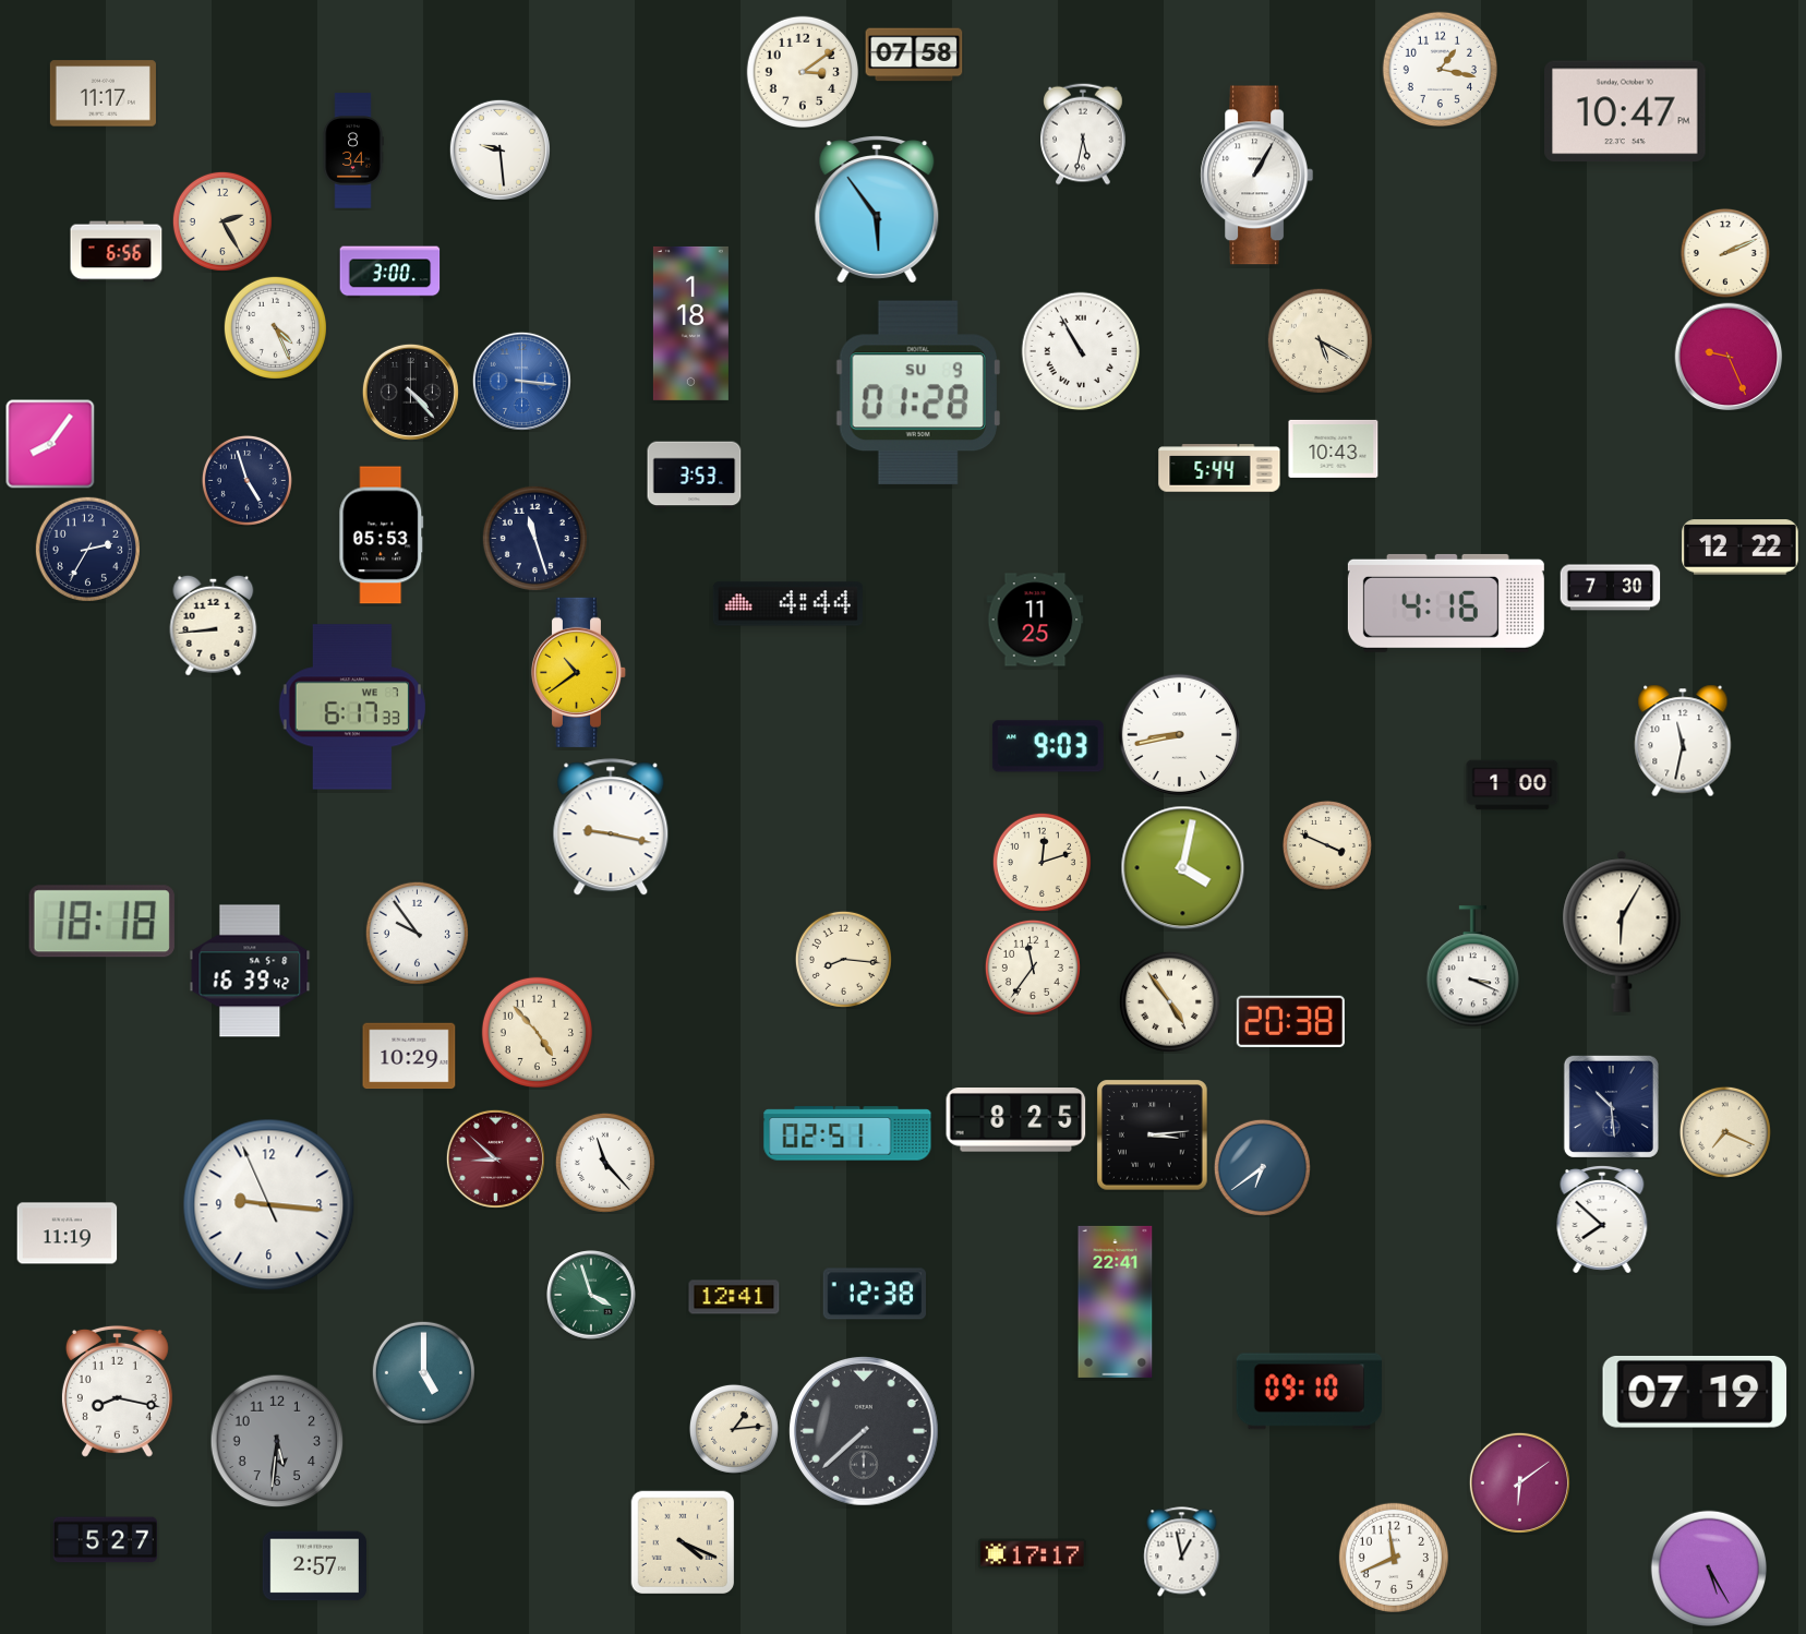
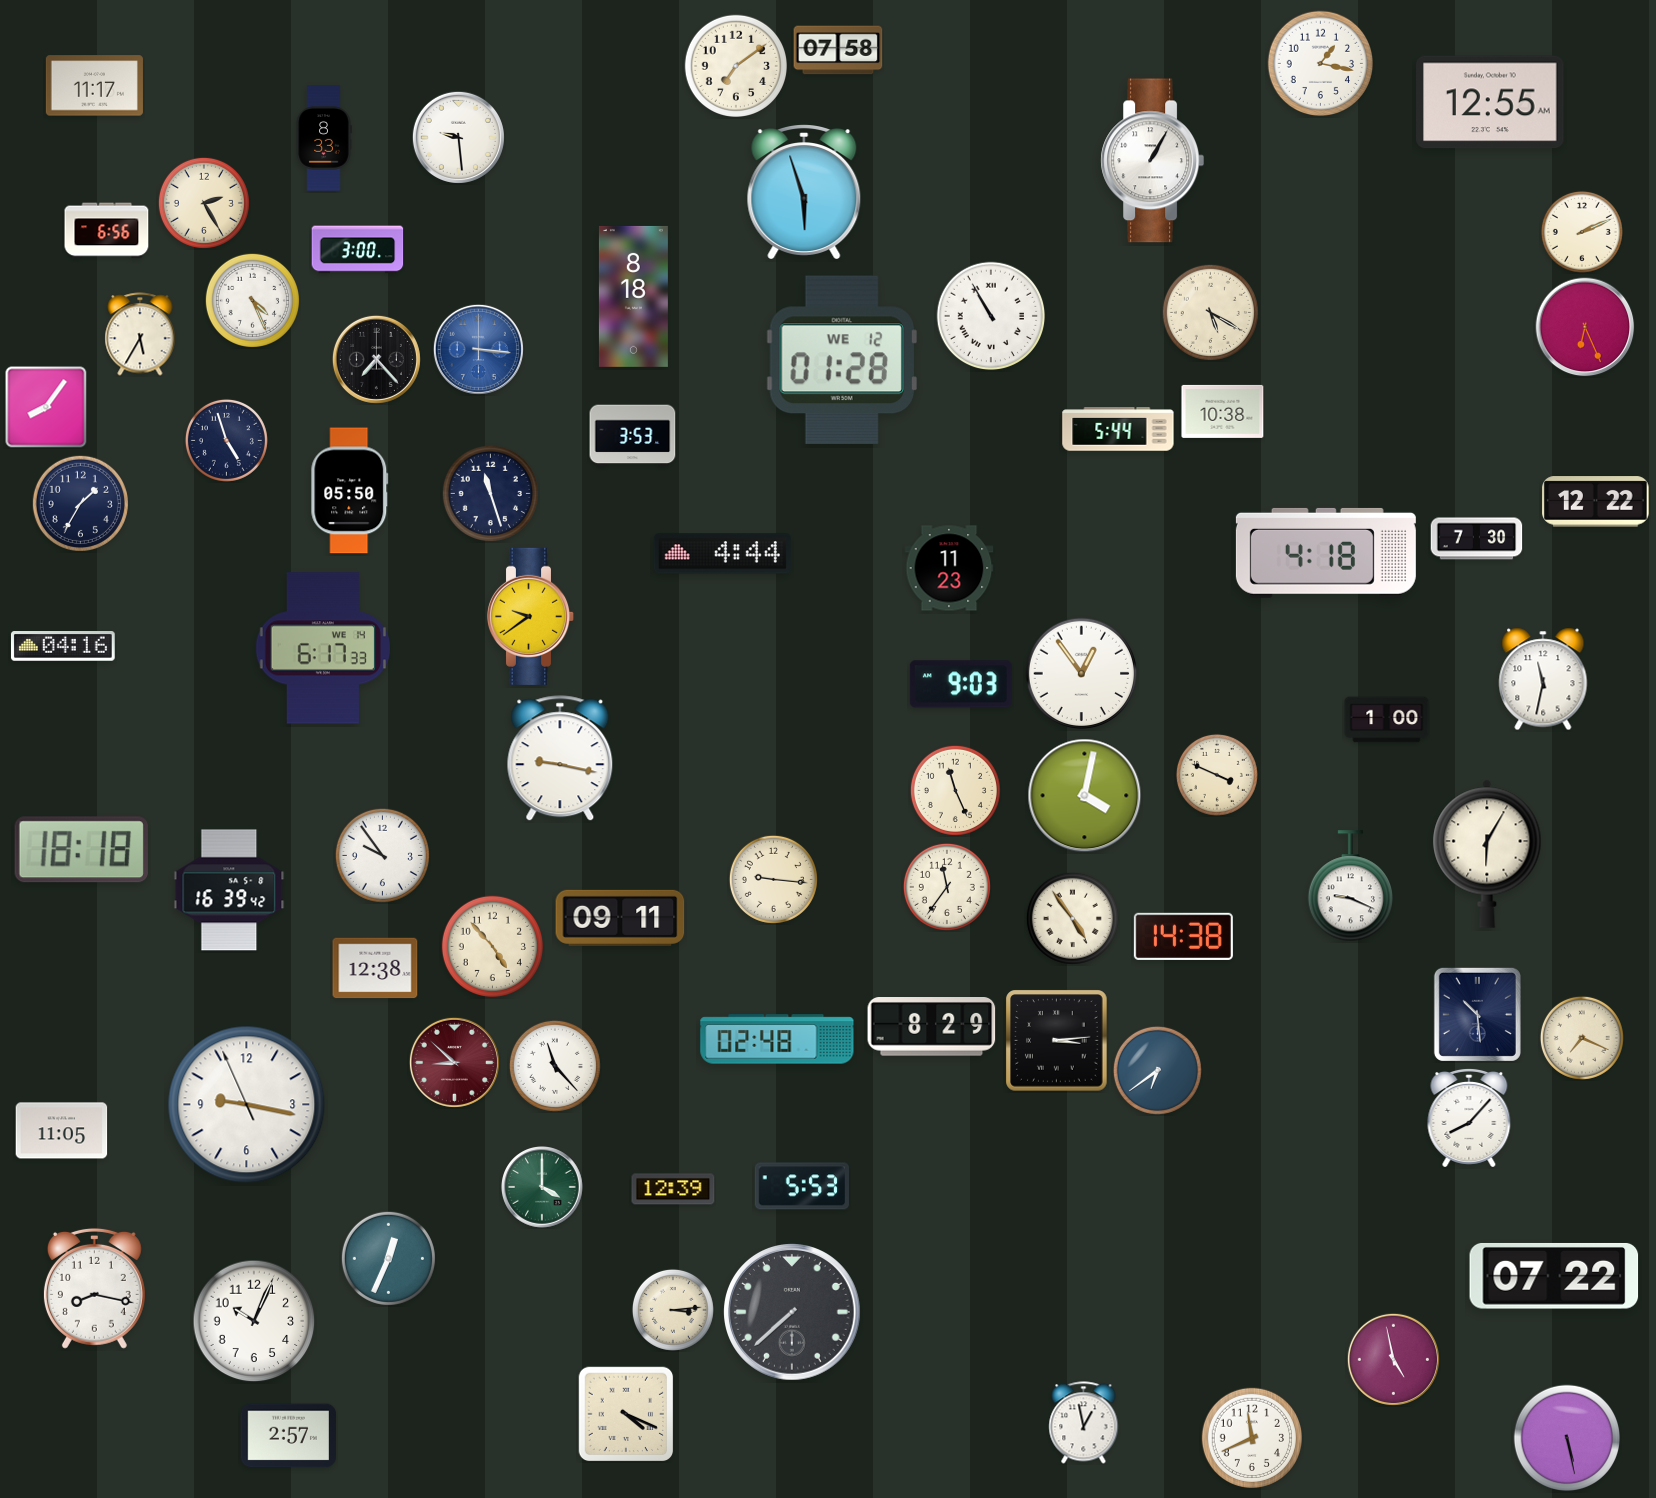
clock at (802, 71): 3:09 -> 7:09
clock at (1625, 111): 10:47 -> 12:55
clock at (1084, 134): 5:32 -> none
clock at (353, 151): 8:34 -> 8:33
clock at (877, 209): 5:54 -> 5:57
clock at (690, 323): 1:18 -> 8:18
clock at (1081, 351) position: (1081, 351) -> (991, 316)
clock at (1729, 357): 9:26 -> 6:26
clock at (140, 334): none -> 5:35
clock at (410, 392): 4:23 -> 7:23
clock at (918, 393) date: SU 9 -> WE 12
clock at (1334, 448): 10:43 -> 10:38
clock at (695, 476) position: (695, 476) -> (633, 436)
clock at (382, 536): 05:53 -> 05:50
clock at (87, 549): 2:35 -> 1:35
clock at (1446, 603): 4:16 -> 4:18
clock at (1035, 620): 11:25 -> 11:23
clock at (214, 625): 8:44 -> none
clock at (579, 672): 10:39 -> 9:39
clock at (63, 647): none -> 04:16
clock at (352, 707) date: WE 7 -> WE 14
clock at (1180, 735): 8:43 -> 12:54
clock at (1042, 862): 12:12 -> 11:26
clock at (101, 922) position: (101, 922) -> (81, 850)
clock at (843, 959): 8:16 -> 9:16
clock at (1472, 966): 3:19 -> 9:19
clock at (620, 918): none -> 09:11
clock at (1290, 1021): 20:38 -> 14:38
clock at (409, 1056): 10:29 -> 12:38
clock at (1016, 1120): 8:25 -> 8:29
clock at (847, 1133): 02:51 -> 02:48
clock at (269, 1205): 9:15 -> 9:16
clock at (1602, 1220): 7:52 -> 8:07
clock at (68, 1234): 11:19 -> 11:05
clock at (874, 1294): 12:38 -> 5:53
clock at (592, 1296): 3:57 -> 4:00
clock at (734, 1297): 12:41 -> 12:39
clock at (1116, 1301): 22:41 -> none
clock at (423, 1372): 5:00 -> 12:34
clock at (117, 1391) position: (117, 1391) -> (94, 1288)
clock at (1309, 1392): 09:10 -> none
clock at (1695, 1392): 07:19 -> 07:22
clock at (734, 1429): 1:14 -> 3:14
clock at (277, 1441): 5:31 -> 10:04
clock at (277, 1441) dial: grey -> white
clock at (1519, 1482): 6:09 -> 4:58
clock at (105, 1540): 5:27 -> none
clock at (1032, 1554): 17:17 -> none
clock at (1393, 1557) position: (1393, 1557) -> (1251, 1437)
clock at (1709, 1569): 5:25 -> 5:28
